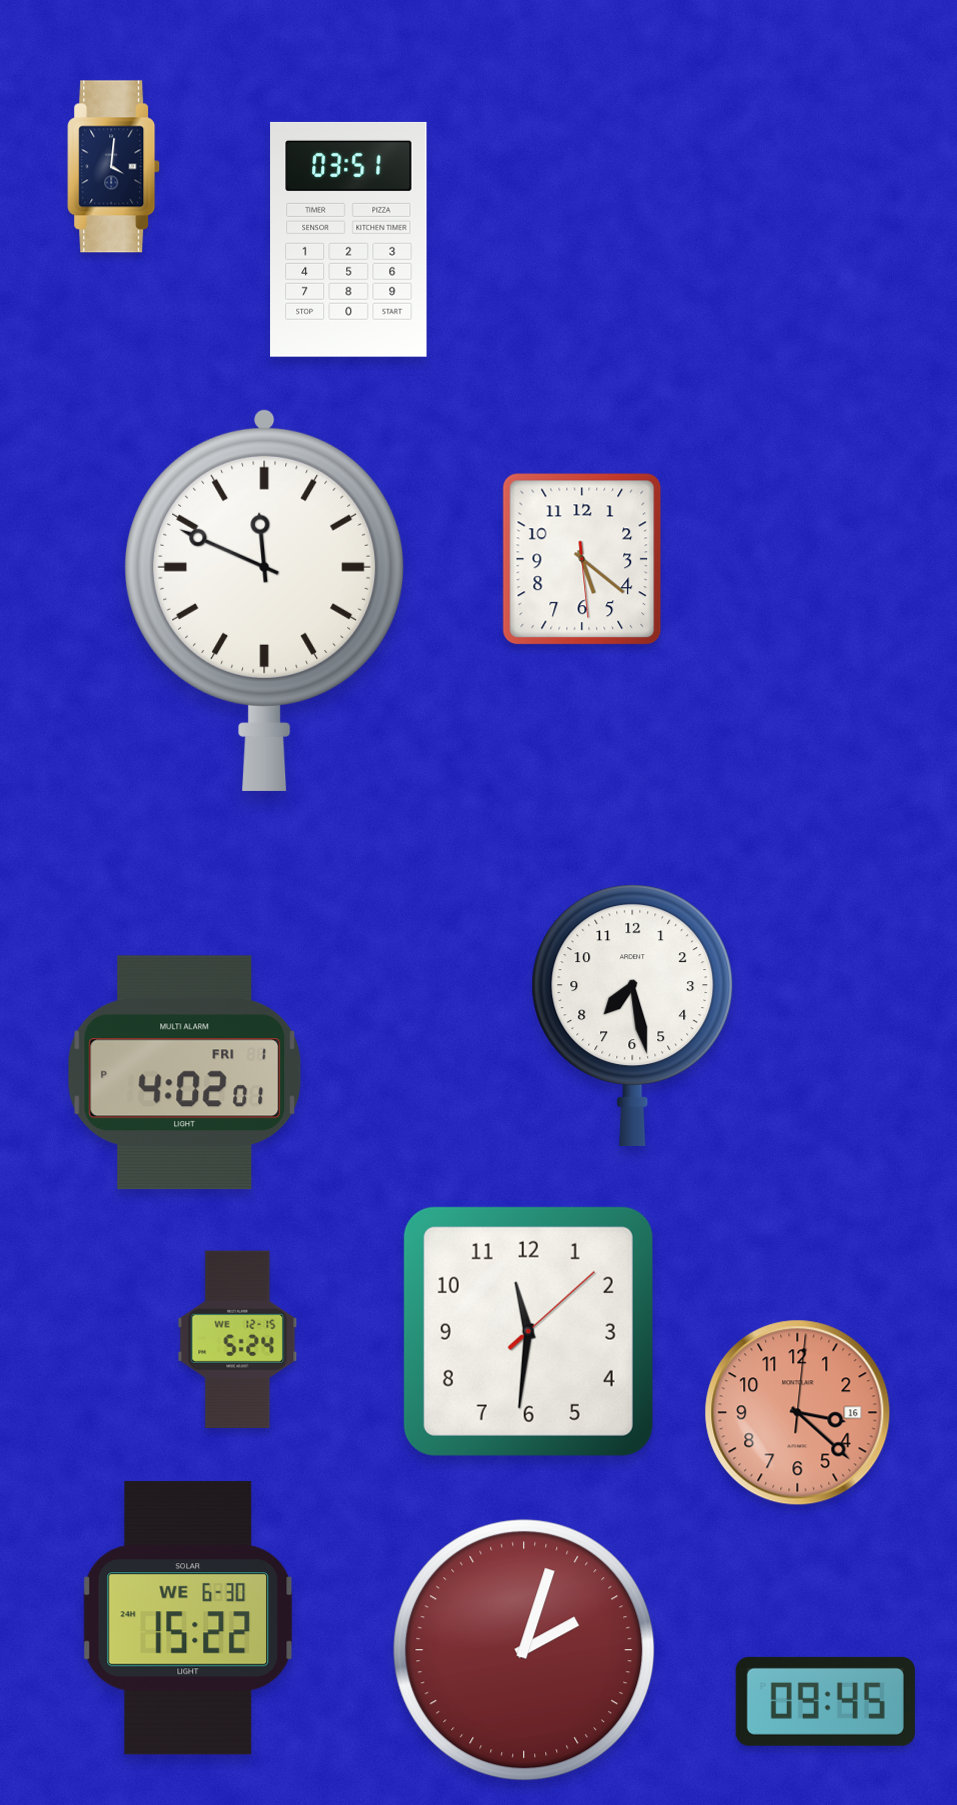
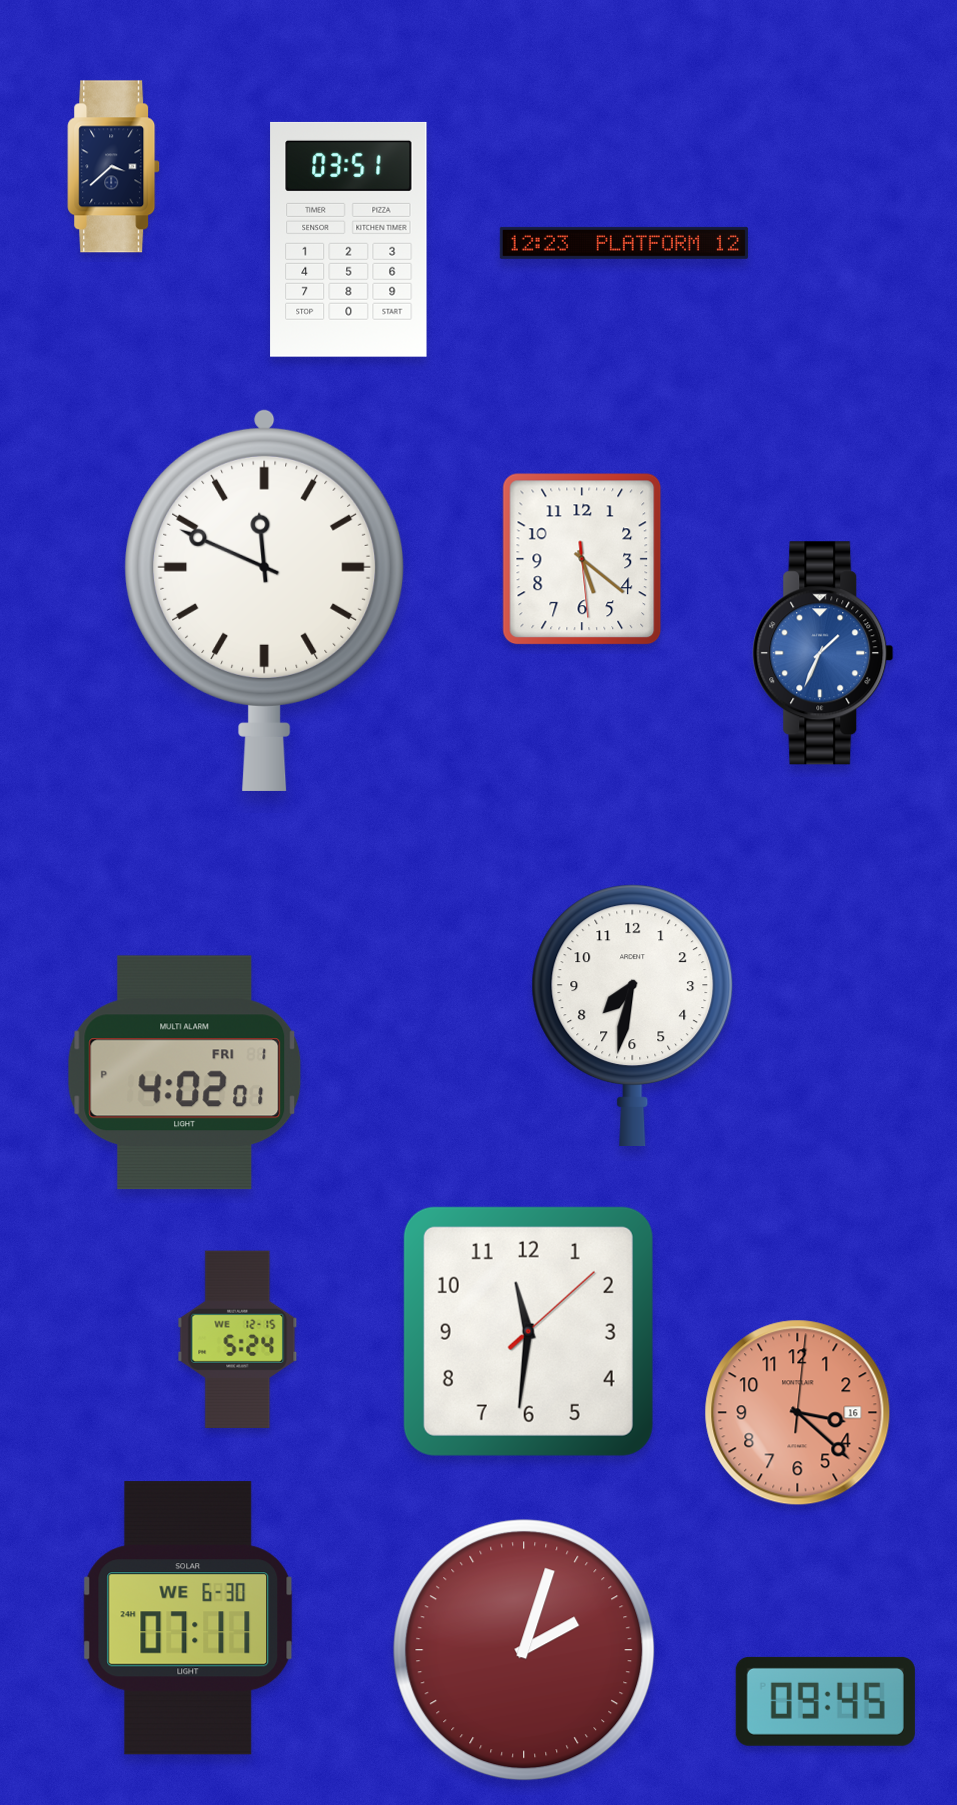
clock at (114, 167): 4:01 -> 3:38
clock at (624, 243): none -> 12:23
clock at (823, 653): none -> 1:34
clock at (633, 1015): 7:28 -> 7:32
clock at (188, 1618): 15:22 -> 07:11
